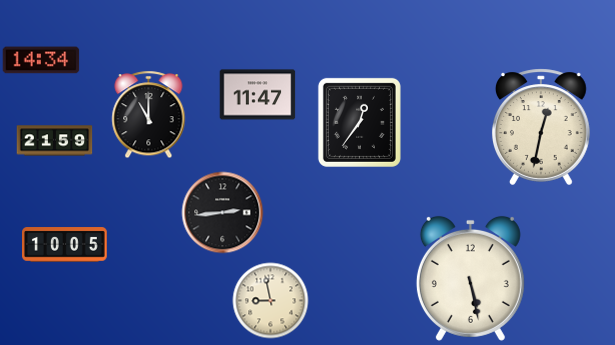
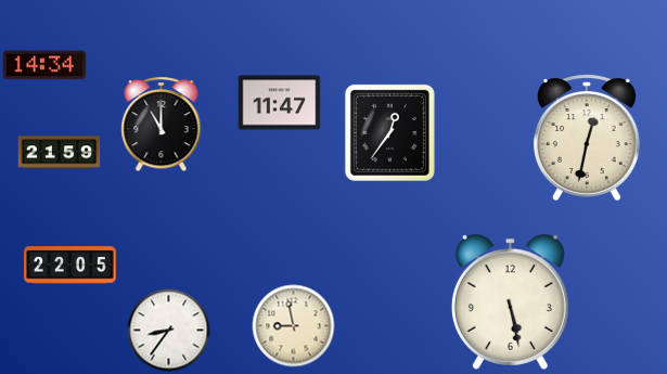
clock at (223, 213): 2:44 -> none
clock at (65, 245): 10:05 -> 22:05
clock at (169, 331): none -> 8:36
